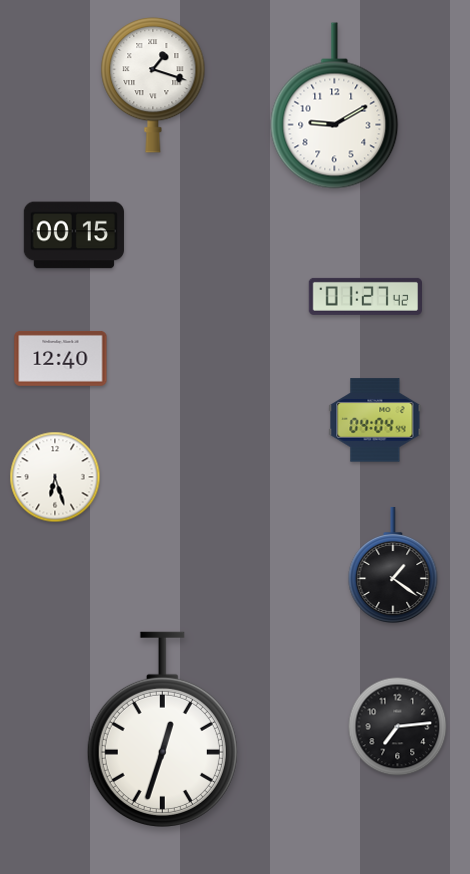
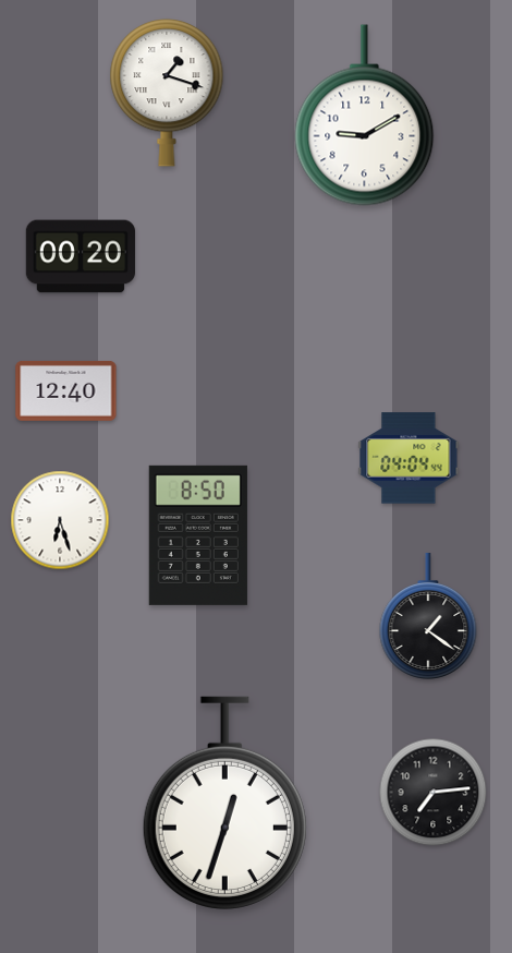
clock at (74, 235): 00:15 -> 00:20
clock at (365, 296): 01:27 -> none
clock at (198, 535): none -> 8:50
clock at (162, 729) position: (162, 729) -> (224, 803)
